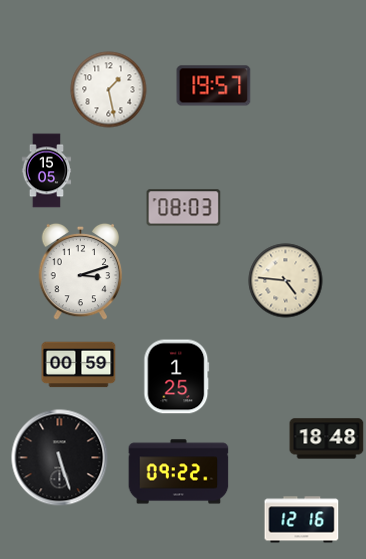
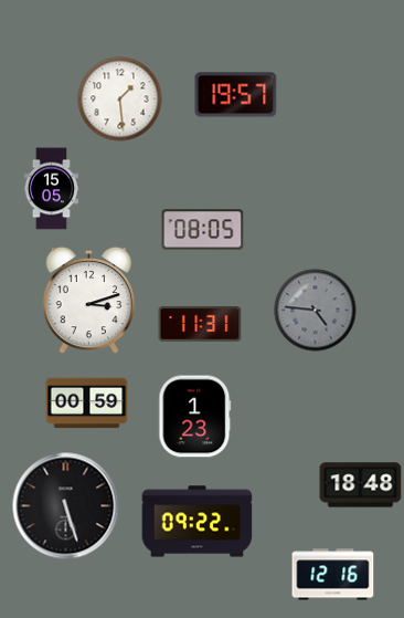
clock at (109, 90): 1:28 -> 1:29
clock at (184, 208): 08:03 -> 08:05
clock at (286, 281) dial: cream -> grey
clock at (200, 324): none -> 11:31
clock at (177, 377): 1:25 -> 1:23
